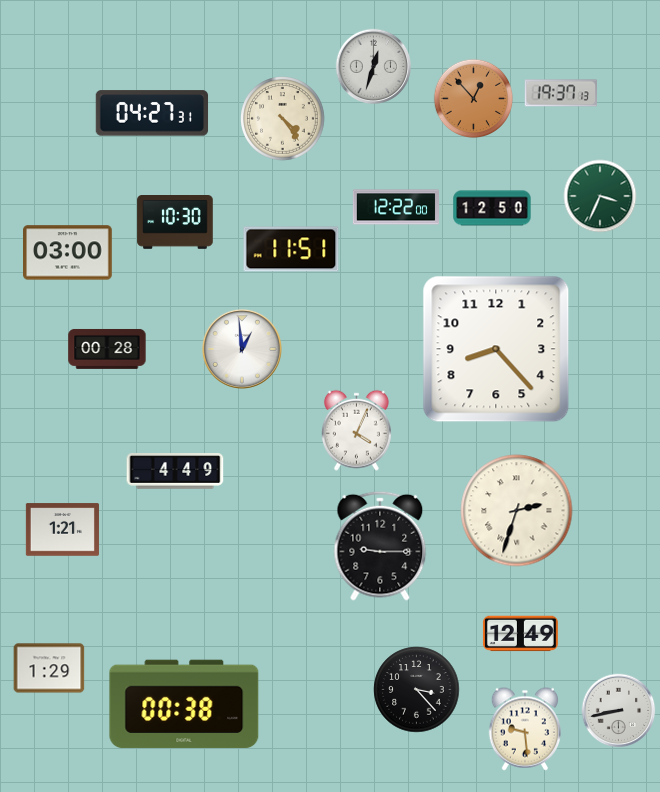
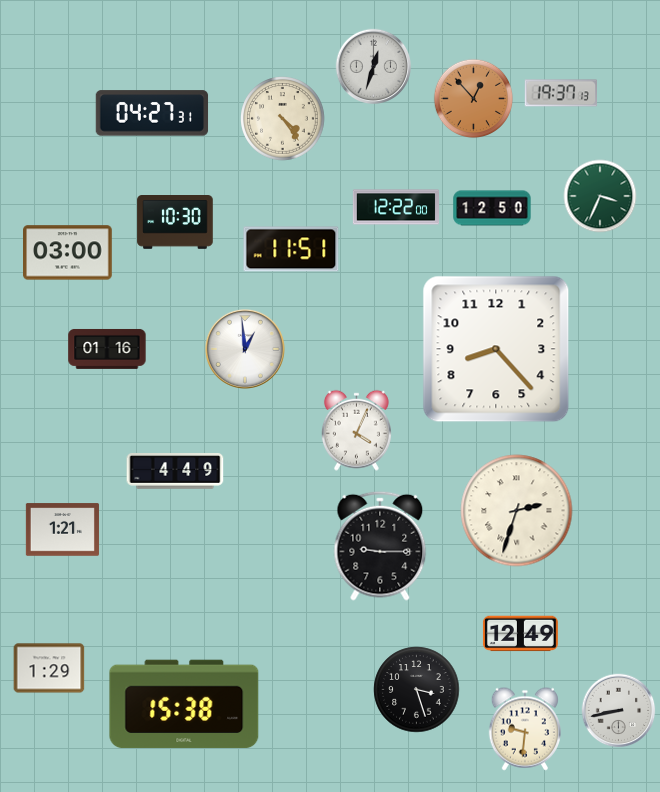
clock at (107, 349): 00:28 -> 01:16
clock at (242, 349) position: (242, 349) -> (245, 349)
clock at (417, 690): 3:23 -> 3:27
clock at (184, 704): 00:38 -> 15:38
clock at (524, 729): 9:29 -> 9:31
